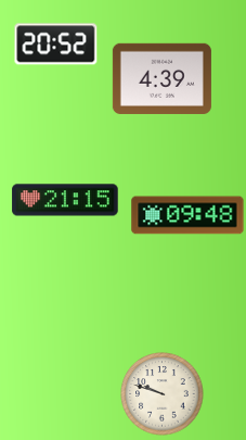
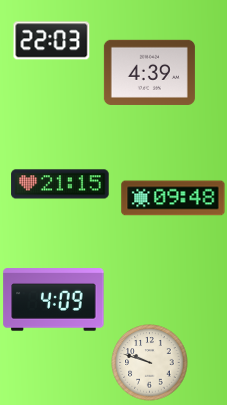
clock at (56, 45): 20:52 -> 22:03
clock at (54, 300): none -> 4:09
